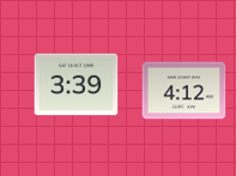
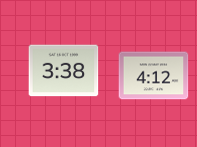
clock at (77, 85): 3:39 -> 3:38
